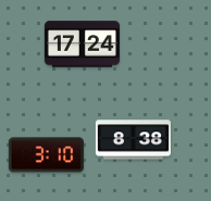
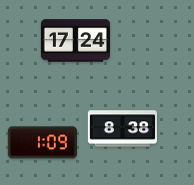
clock at (46, 155): 3:10 -> 1:09
